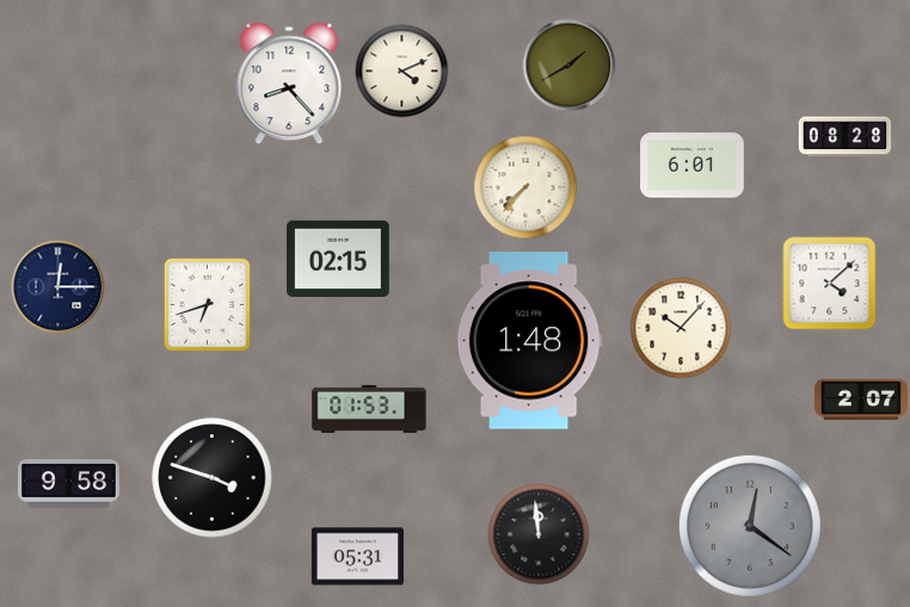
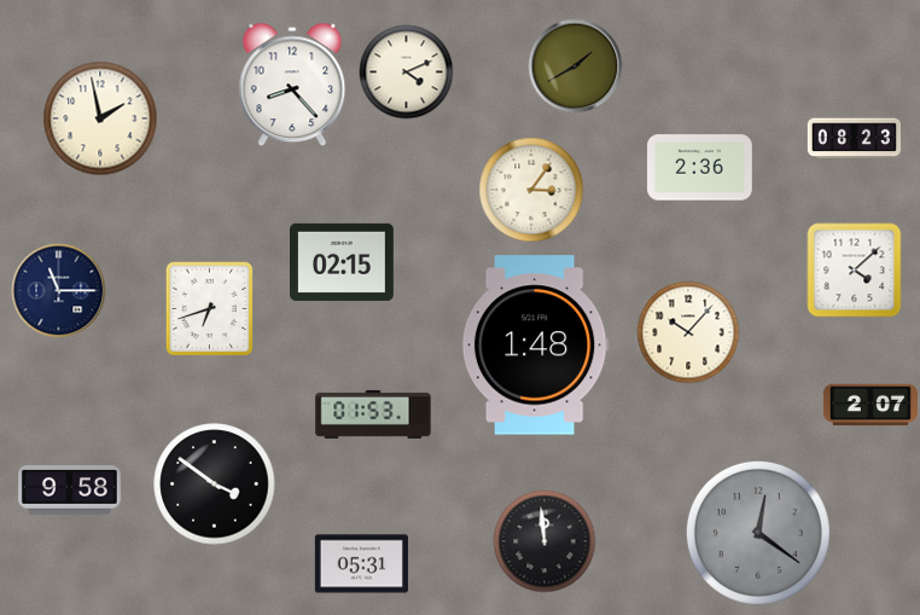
clock at (100, 118): none -> 1:58
clock at (844, 137): 08:28 -> 08:23
clock at (693, 166): 6:01 -> 2:36
clock at (525, 187): 7:37 -> 3:06
clock at (829, 283) position: (829, 283) -> (854, 269)
clock at (57, 286): 12:15 -> 11:15
clock at (213, 478): 3:48 -> 3:51
